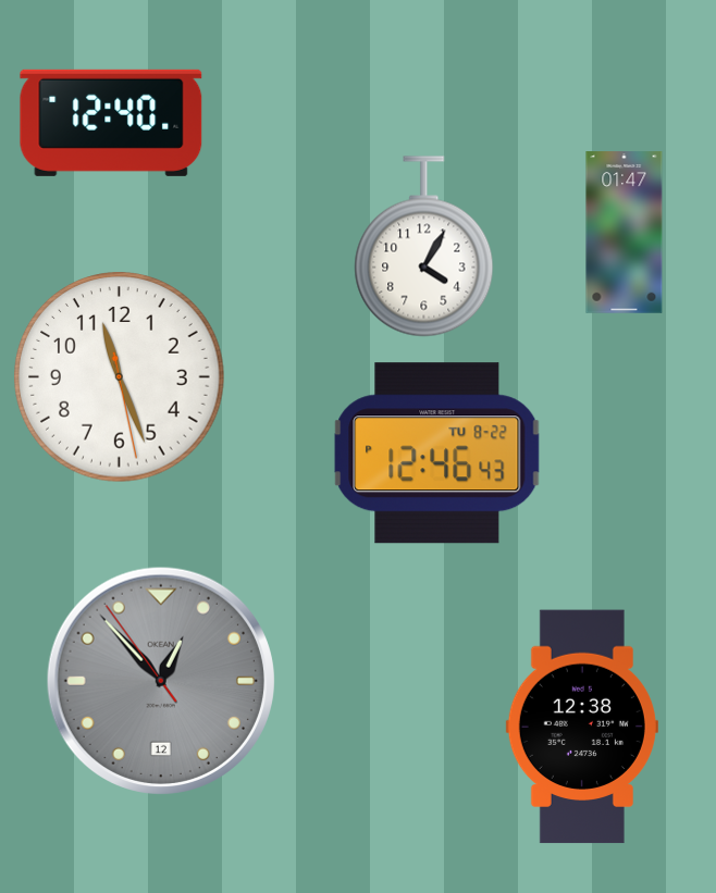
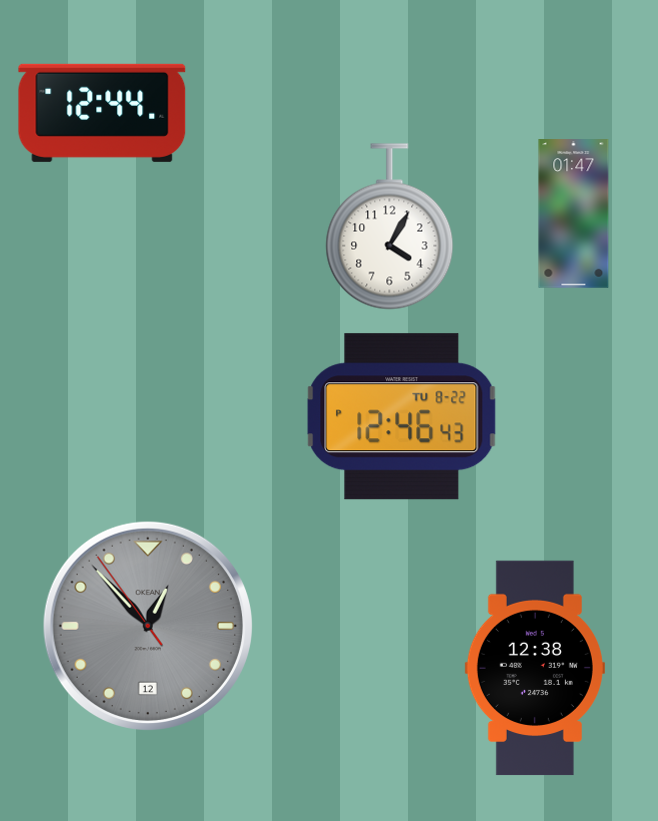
clock at (111, 123): 12:40 -> 12:44
clock at (120, 377): 11:26 -> none
